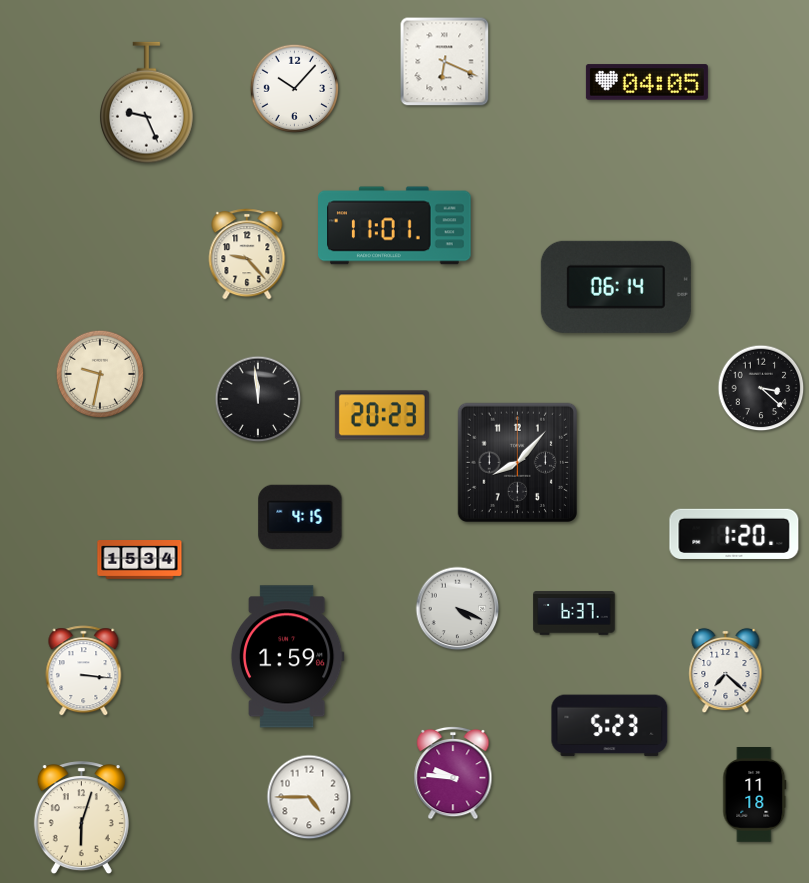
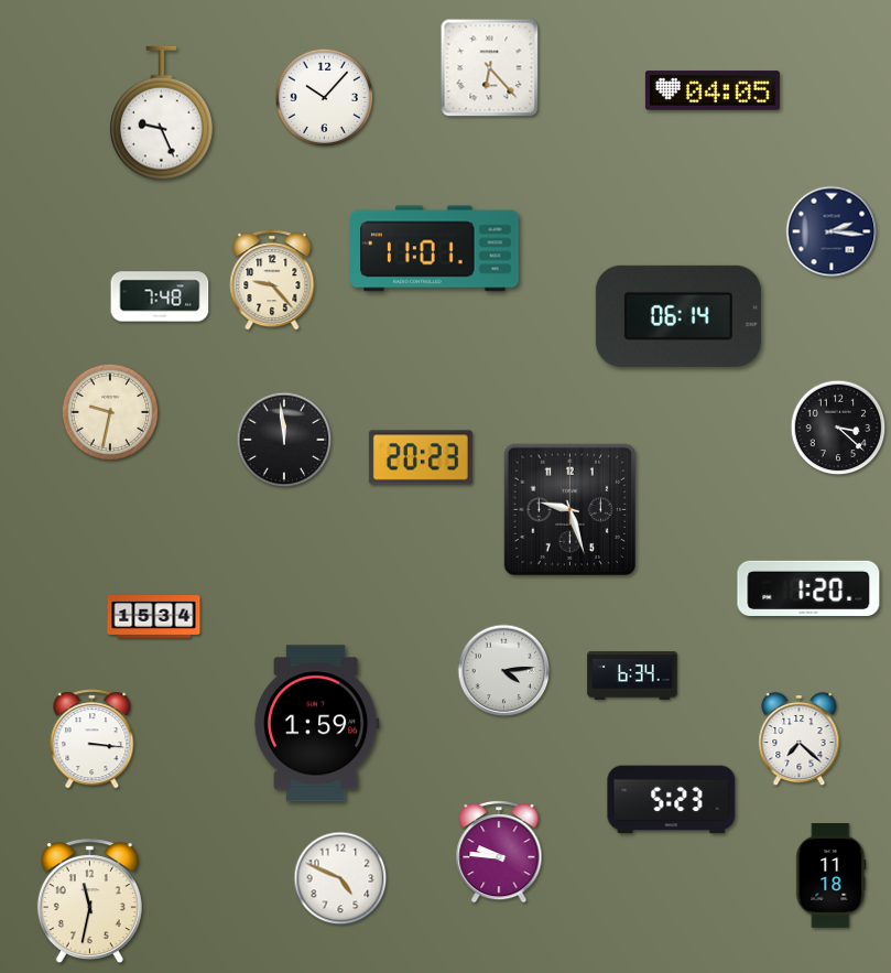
clock at (445, 62): 6:19 -> 6:23
clock at (832, 231): none -> 2:16
clock at (160, 296): none -> 7:48
clock at (517, 462): 8:07 -> 9:27
clock at (300, 517): 4:15 -> none
clock at (458, 609): 4:19 -> 4:14
clock at (574, 613): 6:37 -> 6:34
clock at (309, 797): 4:45 -> 4:49
clock at (81, 818): 6:03 -> 11:32
